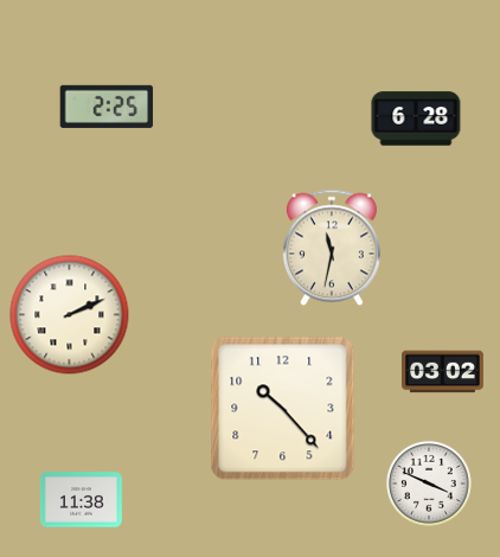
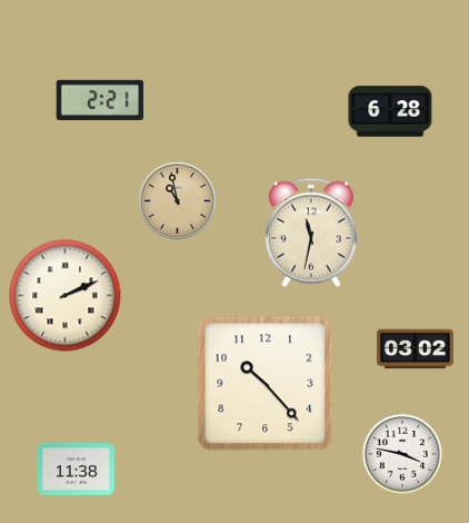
clock at (107, 107): 2:25 -> 2:21
clock at (178, 201): none -> 10:58
clock at (429, 484): 3:49 -> 3:47
